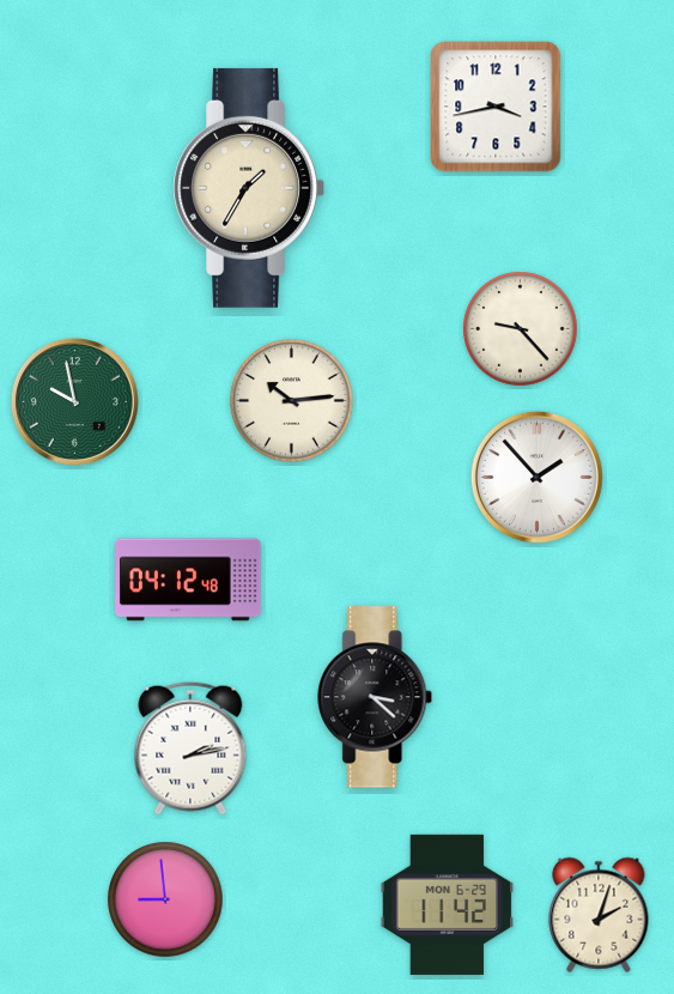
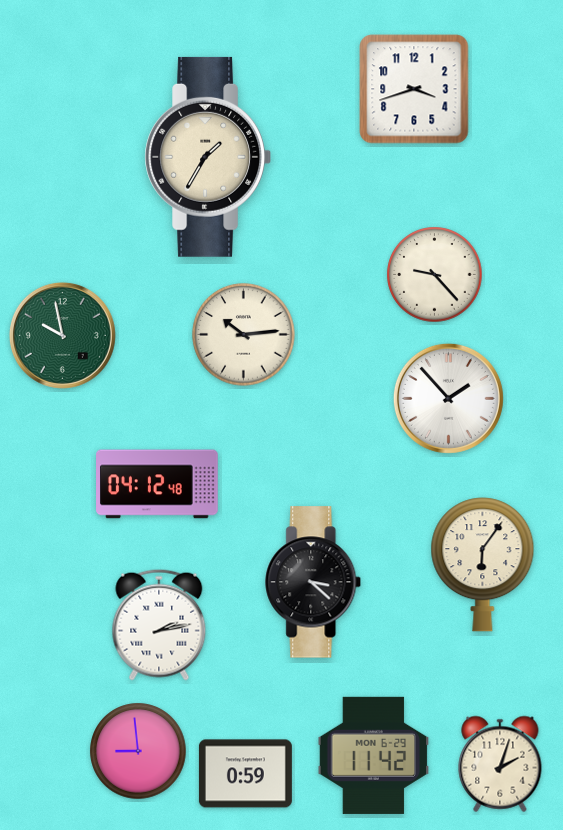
clock at (496, 107): 3:43 -> 3:42
clock at (483, 565): none -> 6:06
clock at (245, 774): none -> 0:59
